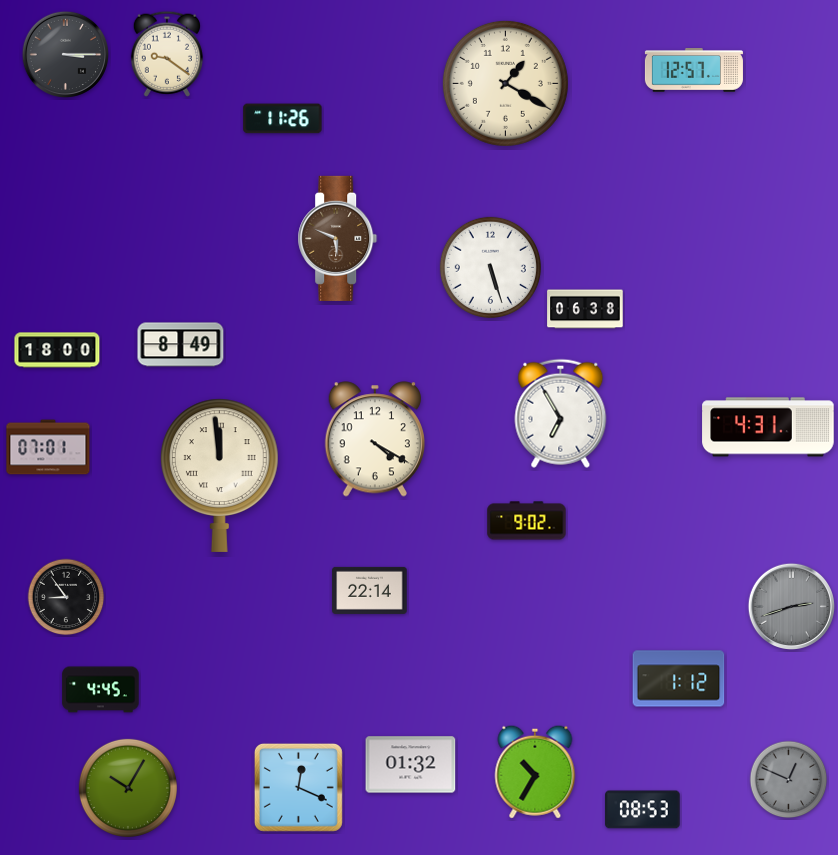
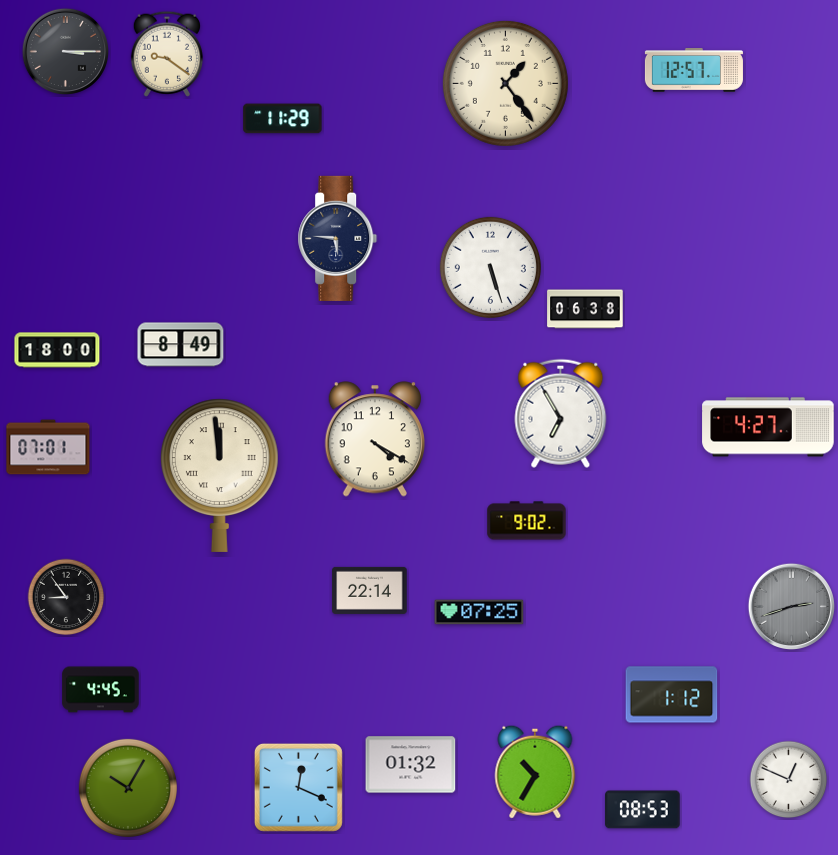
clock at (65, 54) position: (65, 54) -> (65, 51)
clock at (505, 83): 1:20 -> 1:24
clock at (283, 119): 11:26 -> 11:29
clock at (338, 238): 5:49 -> 5:46
clock at (338, 238) dial: brown -> navy
clock at (768, 427): 4:31 -> 4:27
clock at (479, 612): none -> 07:25
clock at (679, 679) position: (679, 679) -> (672, 695)
clock at (789, 780) dial: grey -> white
